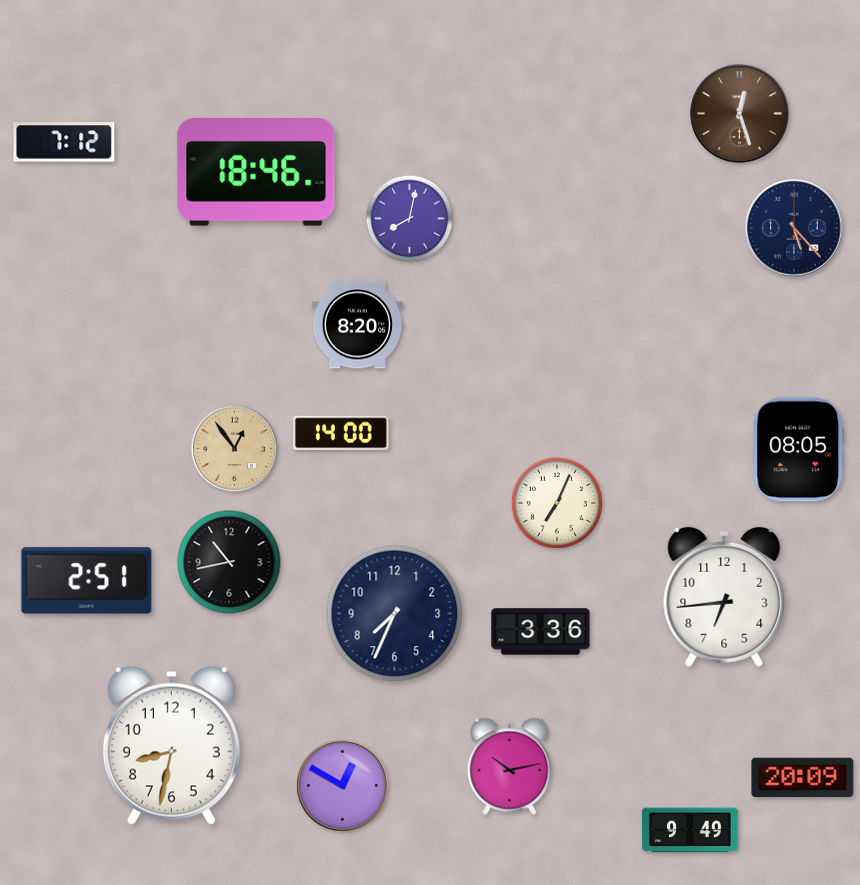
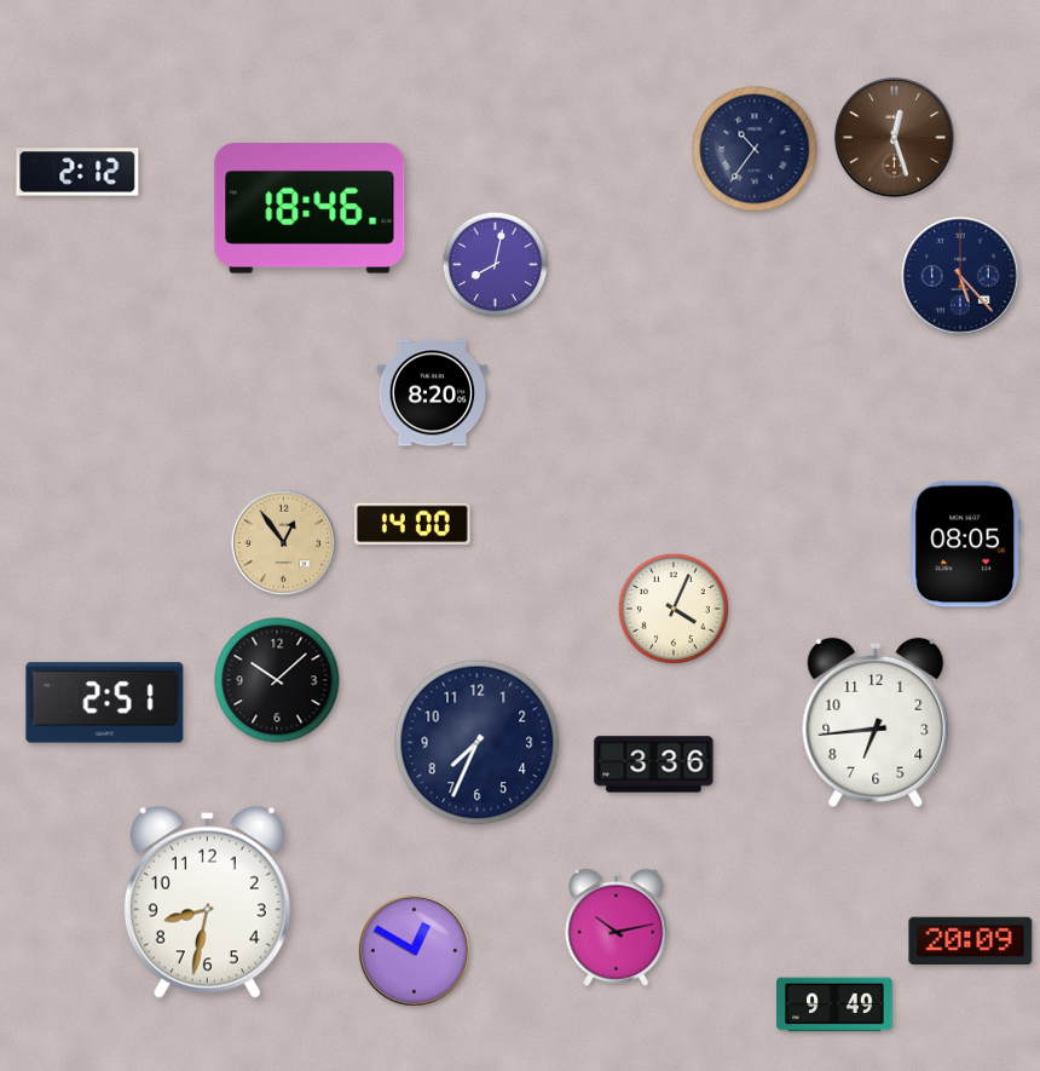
clock at (755, 149): none -> 10:36
clock at (64, 142): 7:12 -> 2:12
clock at (557, 503): 7:04 -> 4:04
clock at (229, 562): 10:43 -> 10:08
